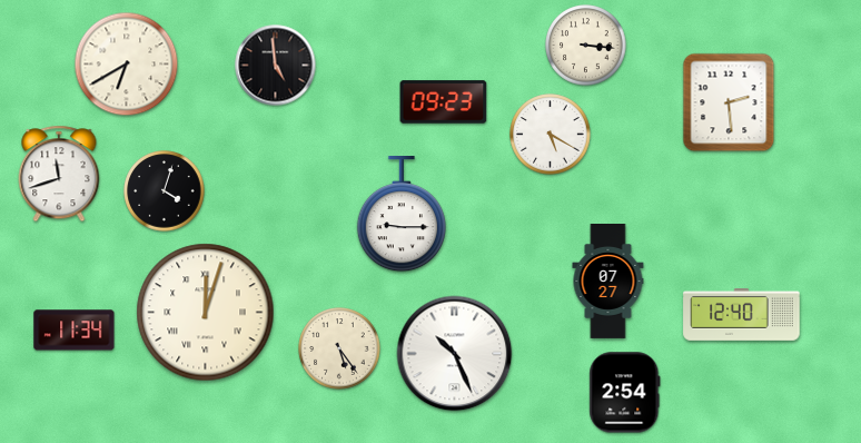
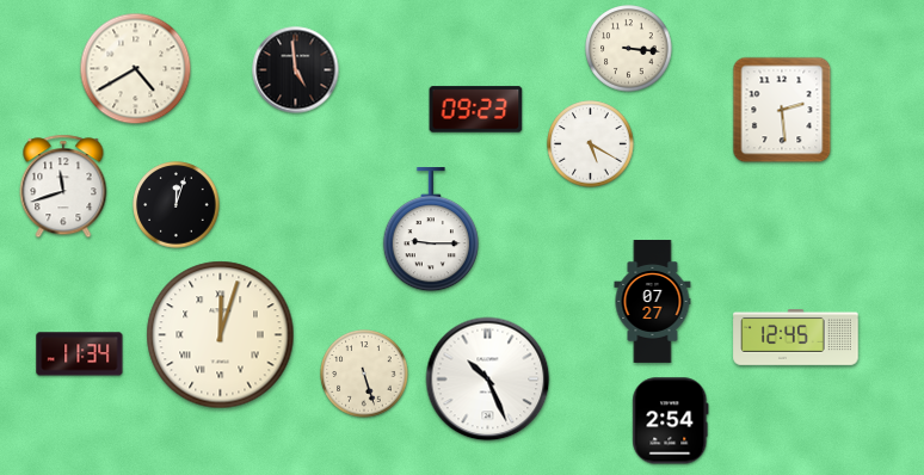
clock at (127, 65): 6:40 -> 4:40
clock at (165, 191): 4:03 -> 12:03
clock at (742, 315): 12:40 -> 12:45
clock at (339, 348): 5:24 -> 5:27
